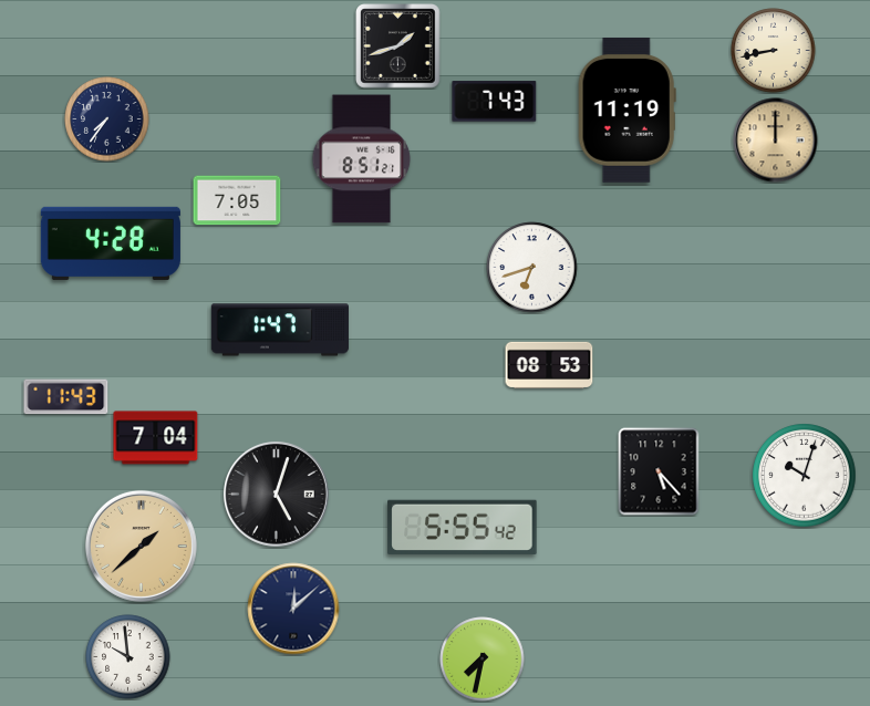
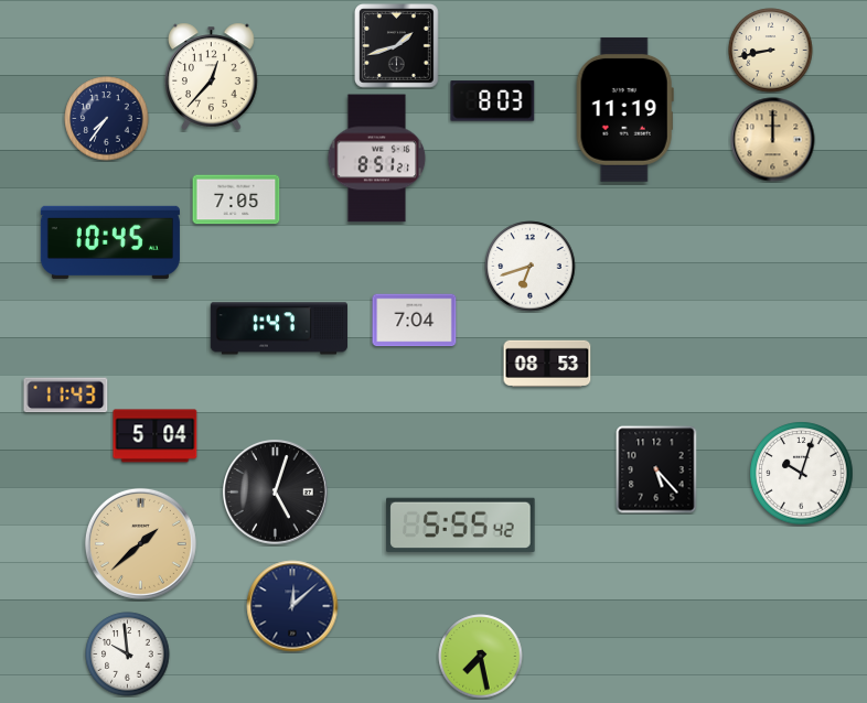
clock at (212, 76): none -> 12:37
clock at (495, 102): 7:43 -> 8:03
clock at (362, 159) position: (362, 159) -> (377, 159)
clock at (111, 243): 4:28 -> 10:45
clock at (415, 321): none -> 7:04
clock at (156, 438): 7:04 -> 5:04
clock at (483, 660): 7:32 -> 7:28
